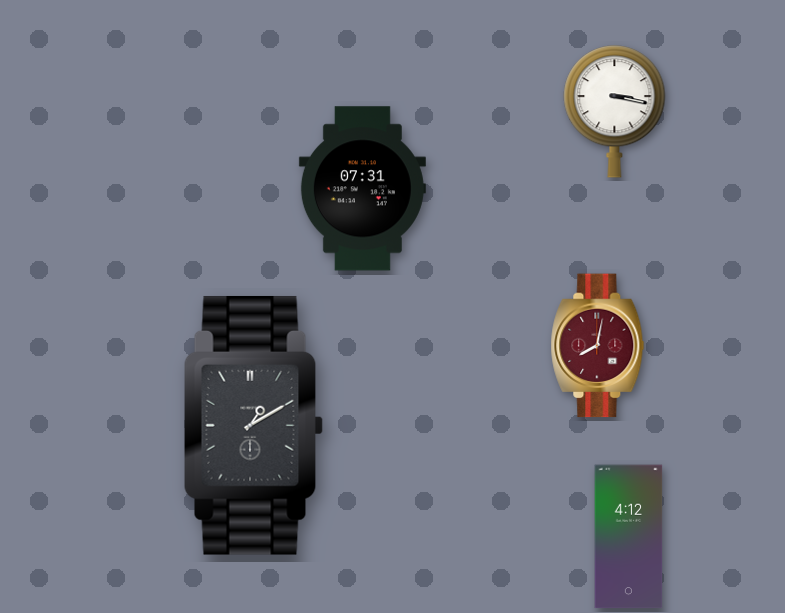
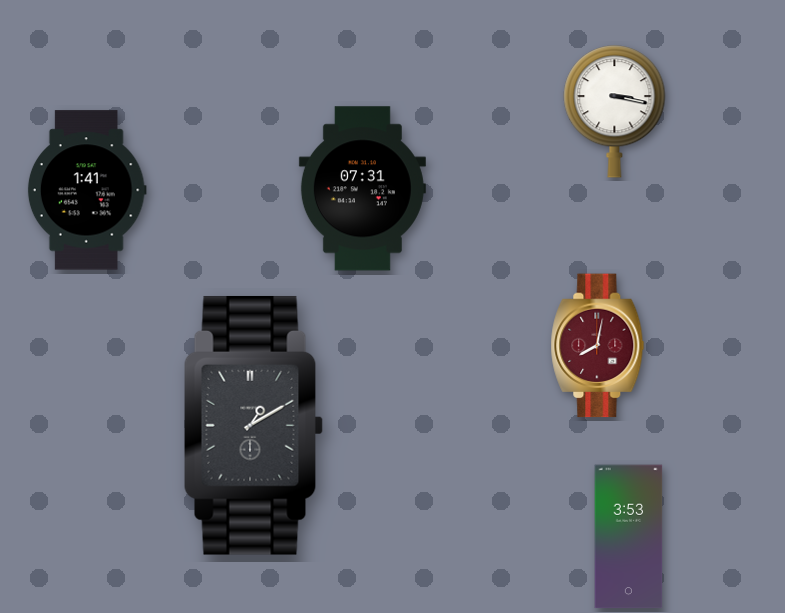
clock at (87, 190): none -> 1:41
clock at (629, 537): 4:12 -> 3:53
